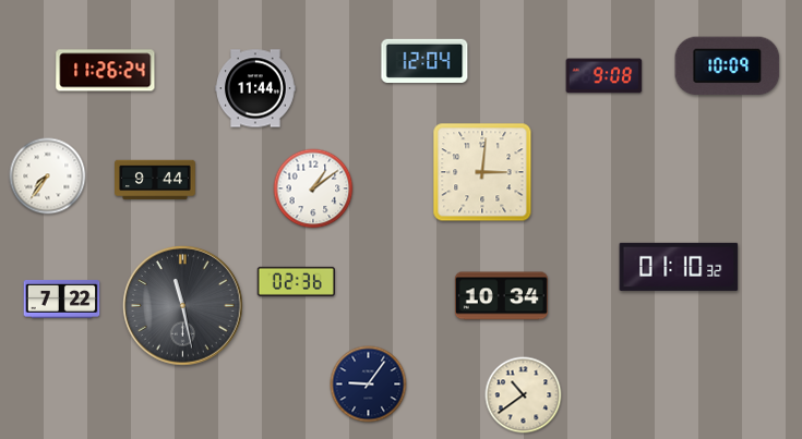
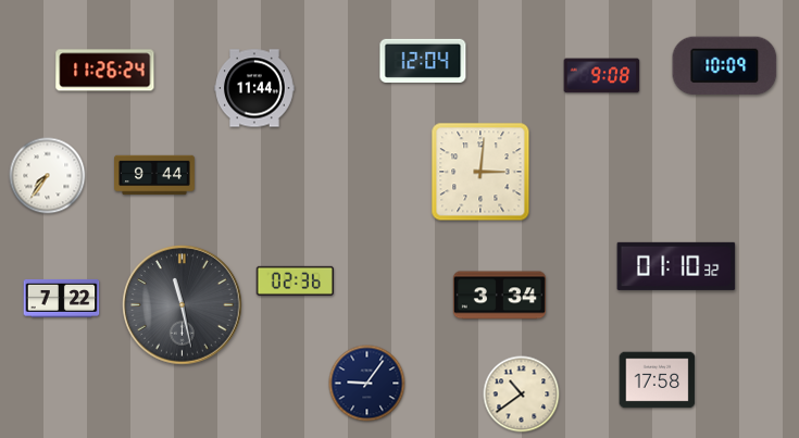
clock at (155, 180) position: (155, 180) -> (154, 175)
clock at (313, 188): 1:09 -> none
clock at (501, 296): 10:34 -> 3:34
clock at (658, 380): none -> 17:58
